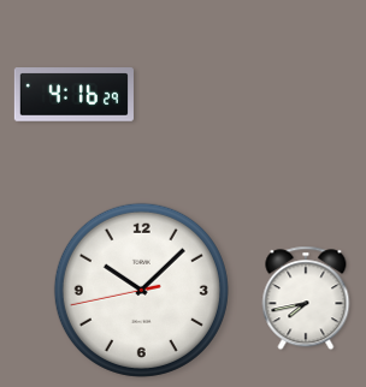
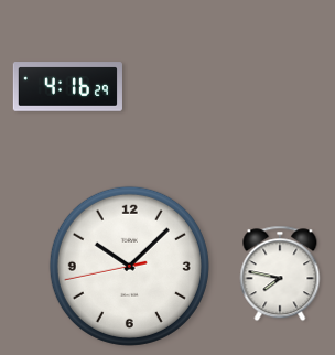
clock at (306, 298): 7:43 -> 7:47
